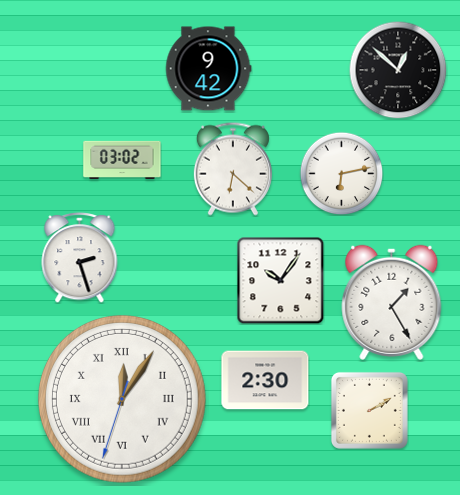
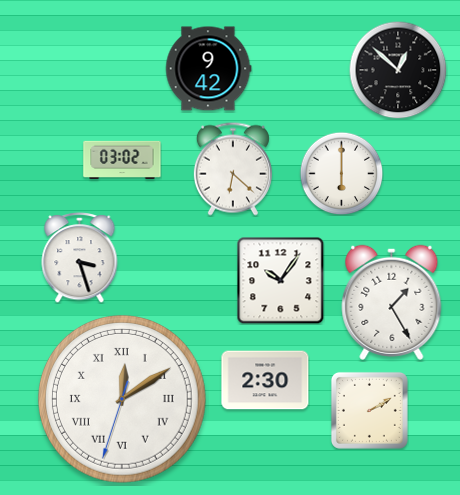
clock at (341, 173): 6:13 -> 6:00
clock at (80, 258): 2:27 -> 3:27
clock at (122, 399): 12:05 -> 12:09
